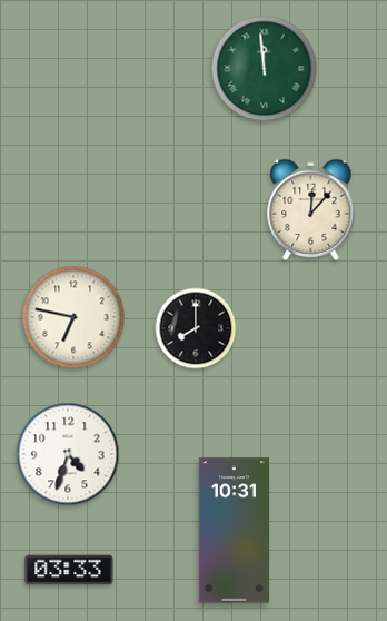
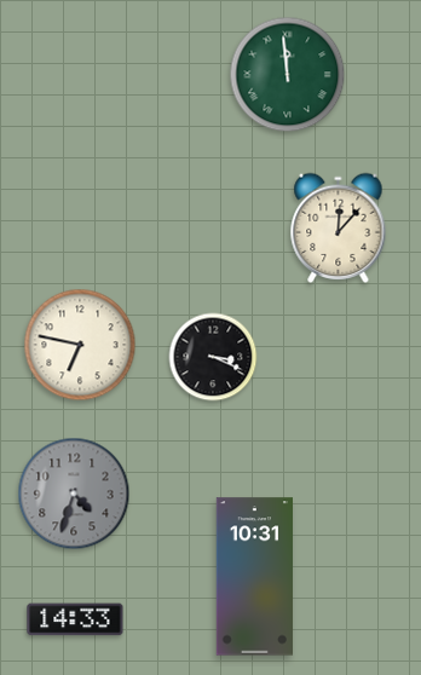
clock at (196, 328): 8:00 -> 3:19
clock at (68, 454) dial: white -> grey
clock at (69, 570): 03:33 -> 14:33
